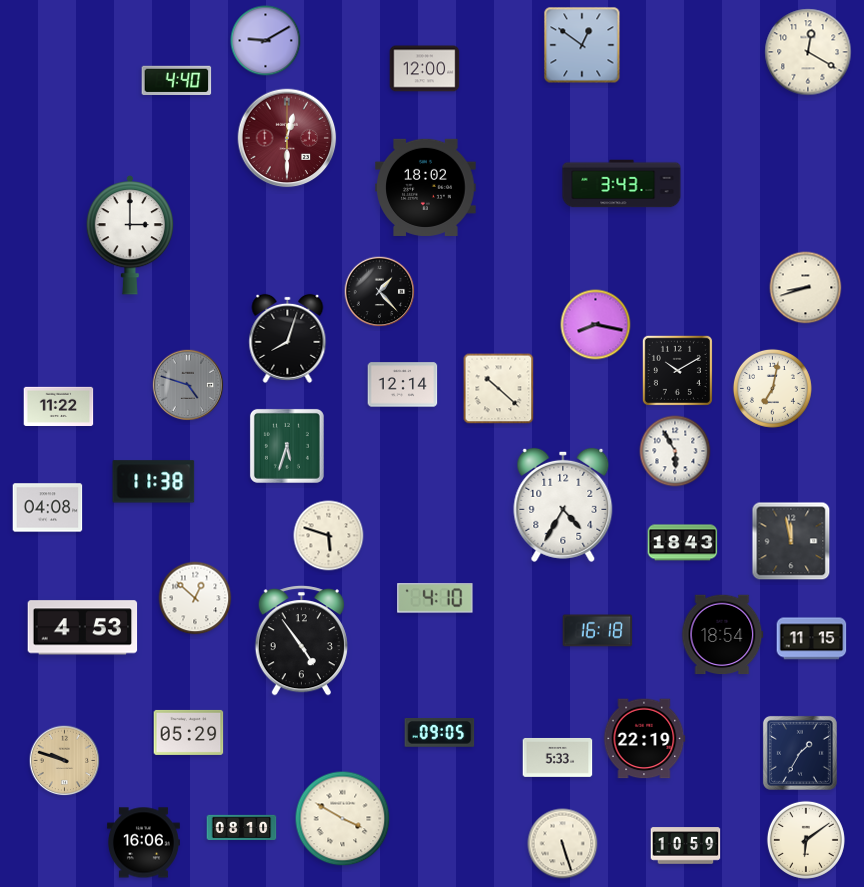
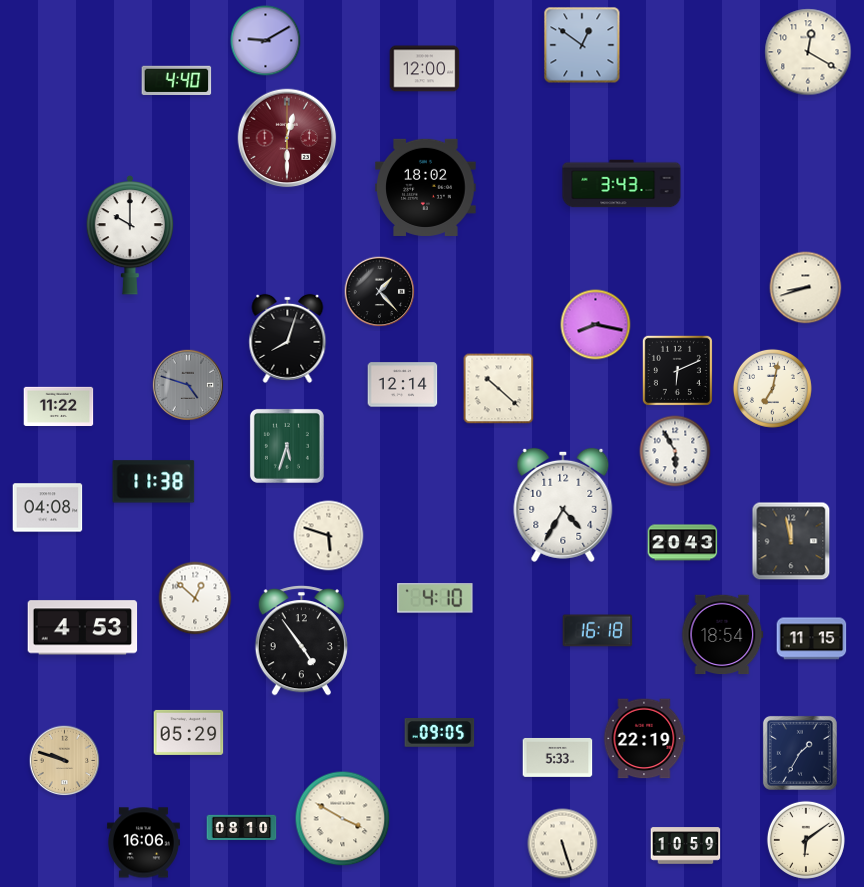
clock at (129, 235): 3:00 -> 10:00
clock at (677, 370): 10:10 -> 6:11
clock at (683, 543): 18:43 -> 20:43
